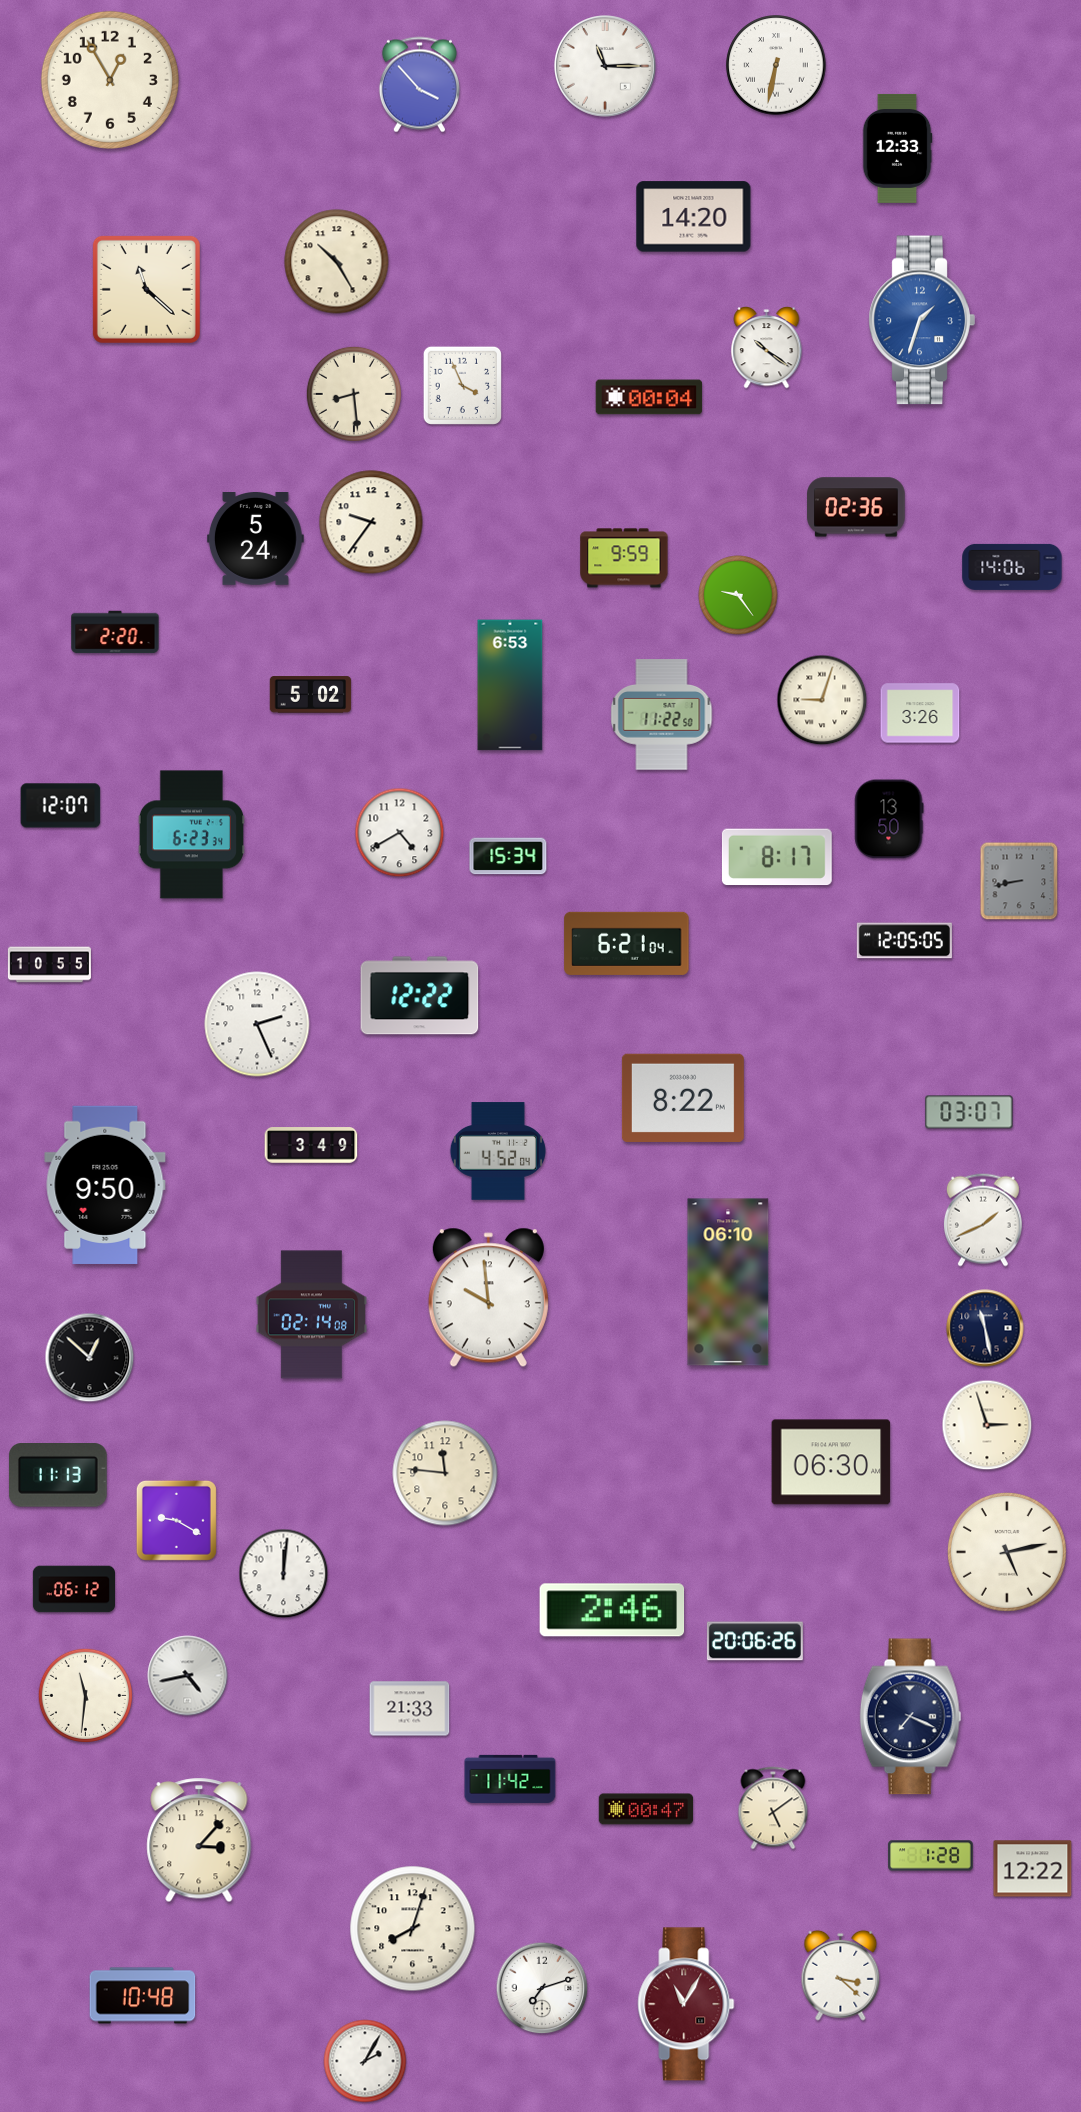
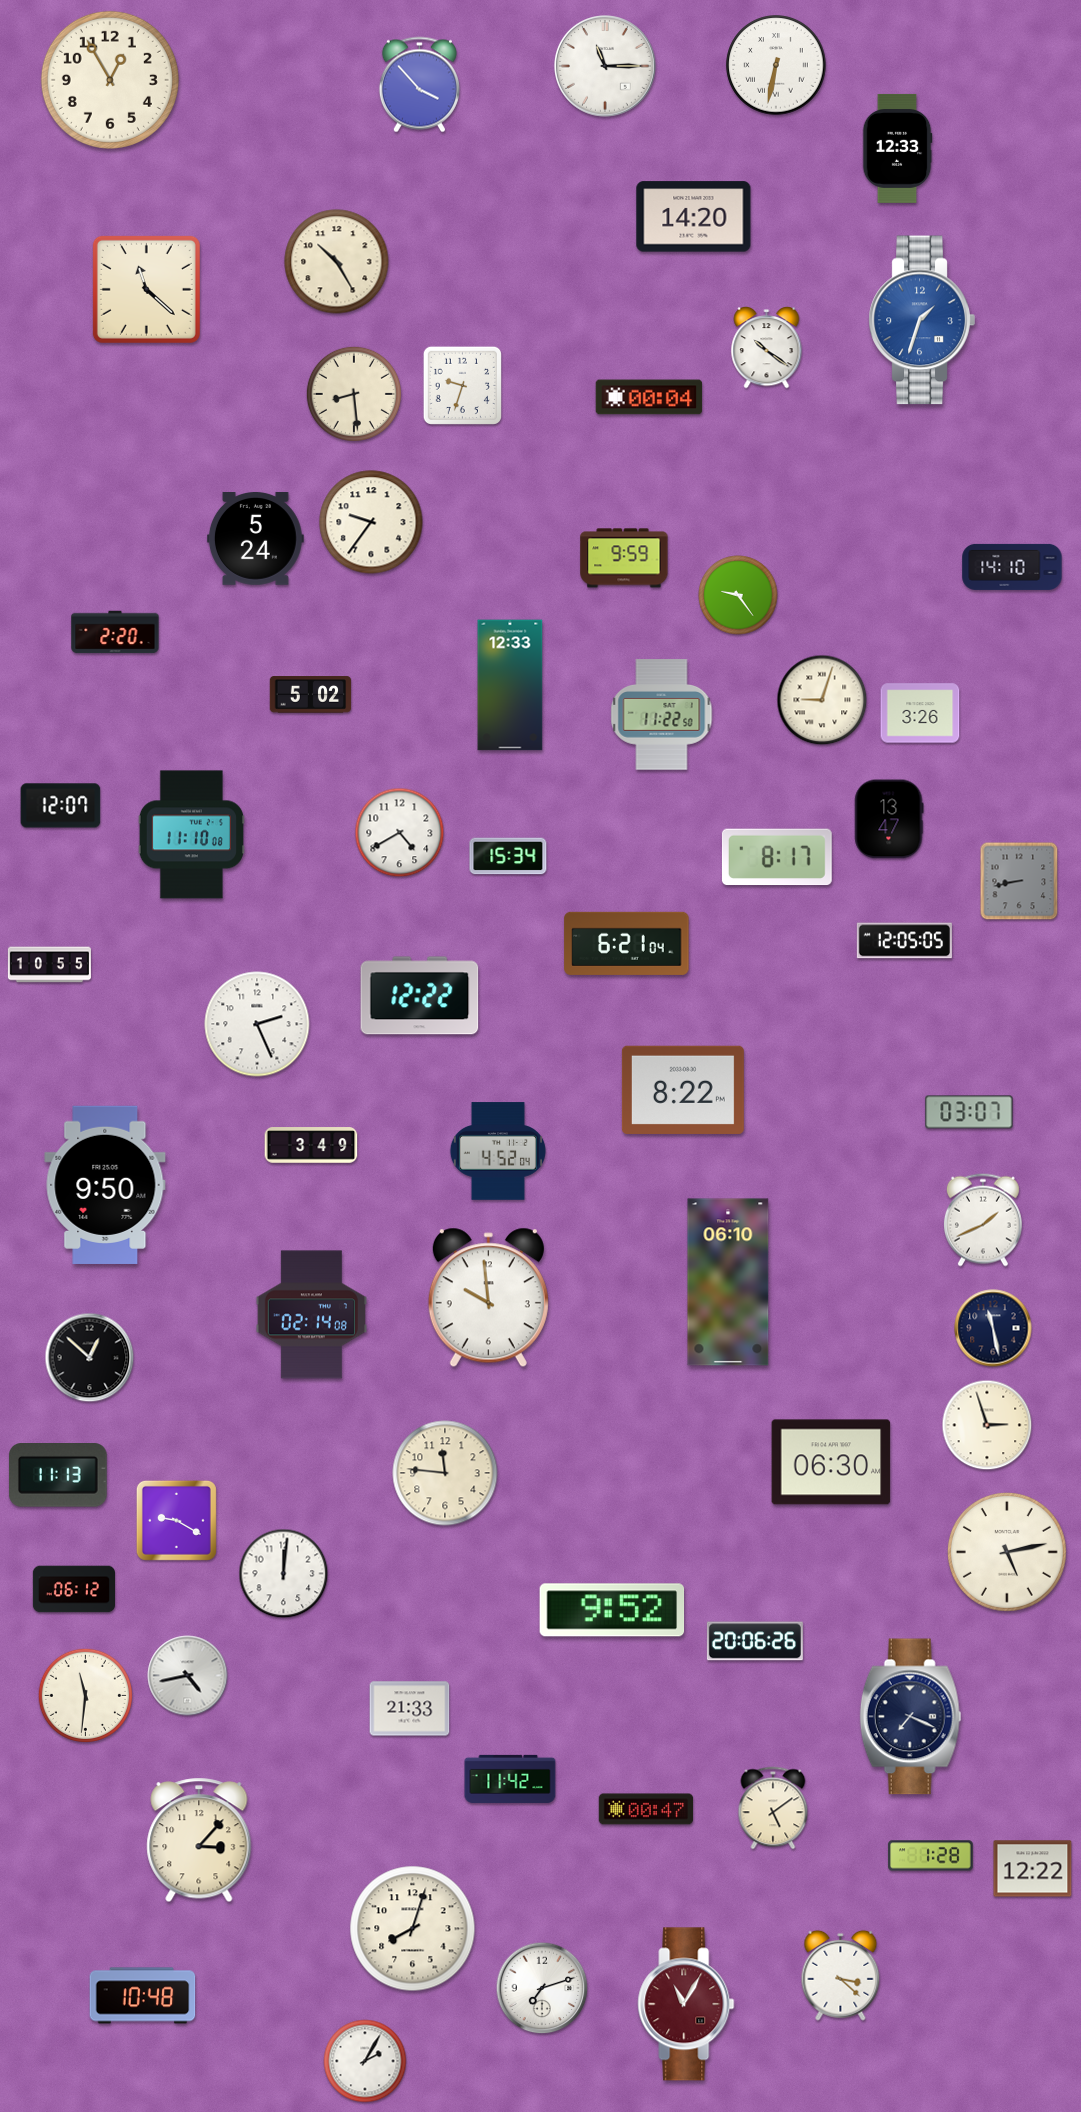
clock at (462, 385): 3:56 -> 9:33
clock at (856, 507): 02:36 -> none
clock at (1012, 567): 14:06 -> 14:10
clock at (510, 685): 6:53 -> 12:33
clock at (889, 819): 13:50 -> 13:47
clock at (191, 835): 6:23 -> 11:10
clock at (683, 1098) position: (683, 1098) -> (683, 1090)
clock at (985, 1328) position: (985, 1328) -> (993, 1328)
clock at (612, 1610): 2:46 -> 9:52
